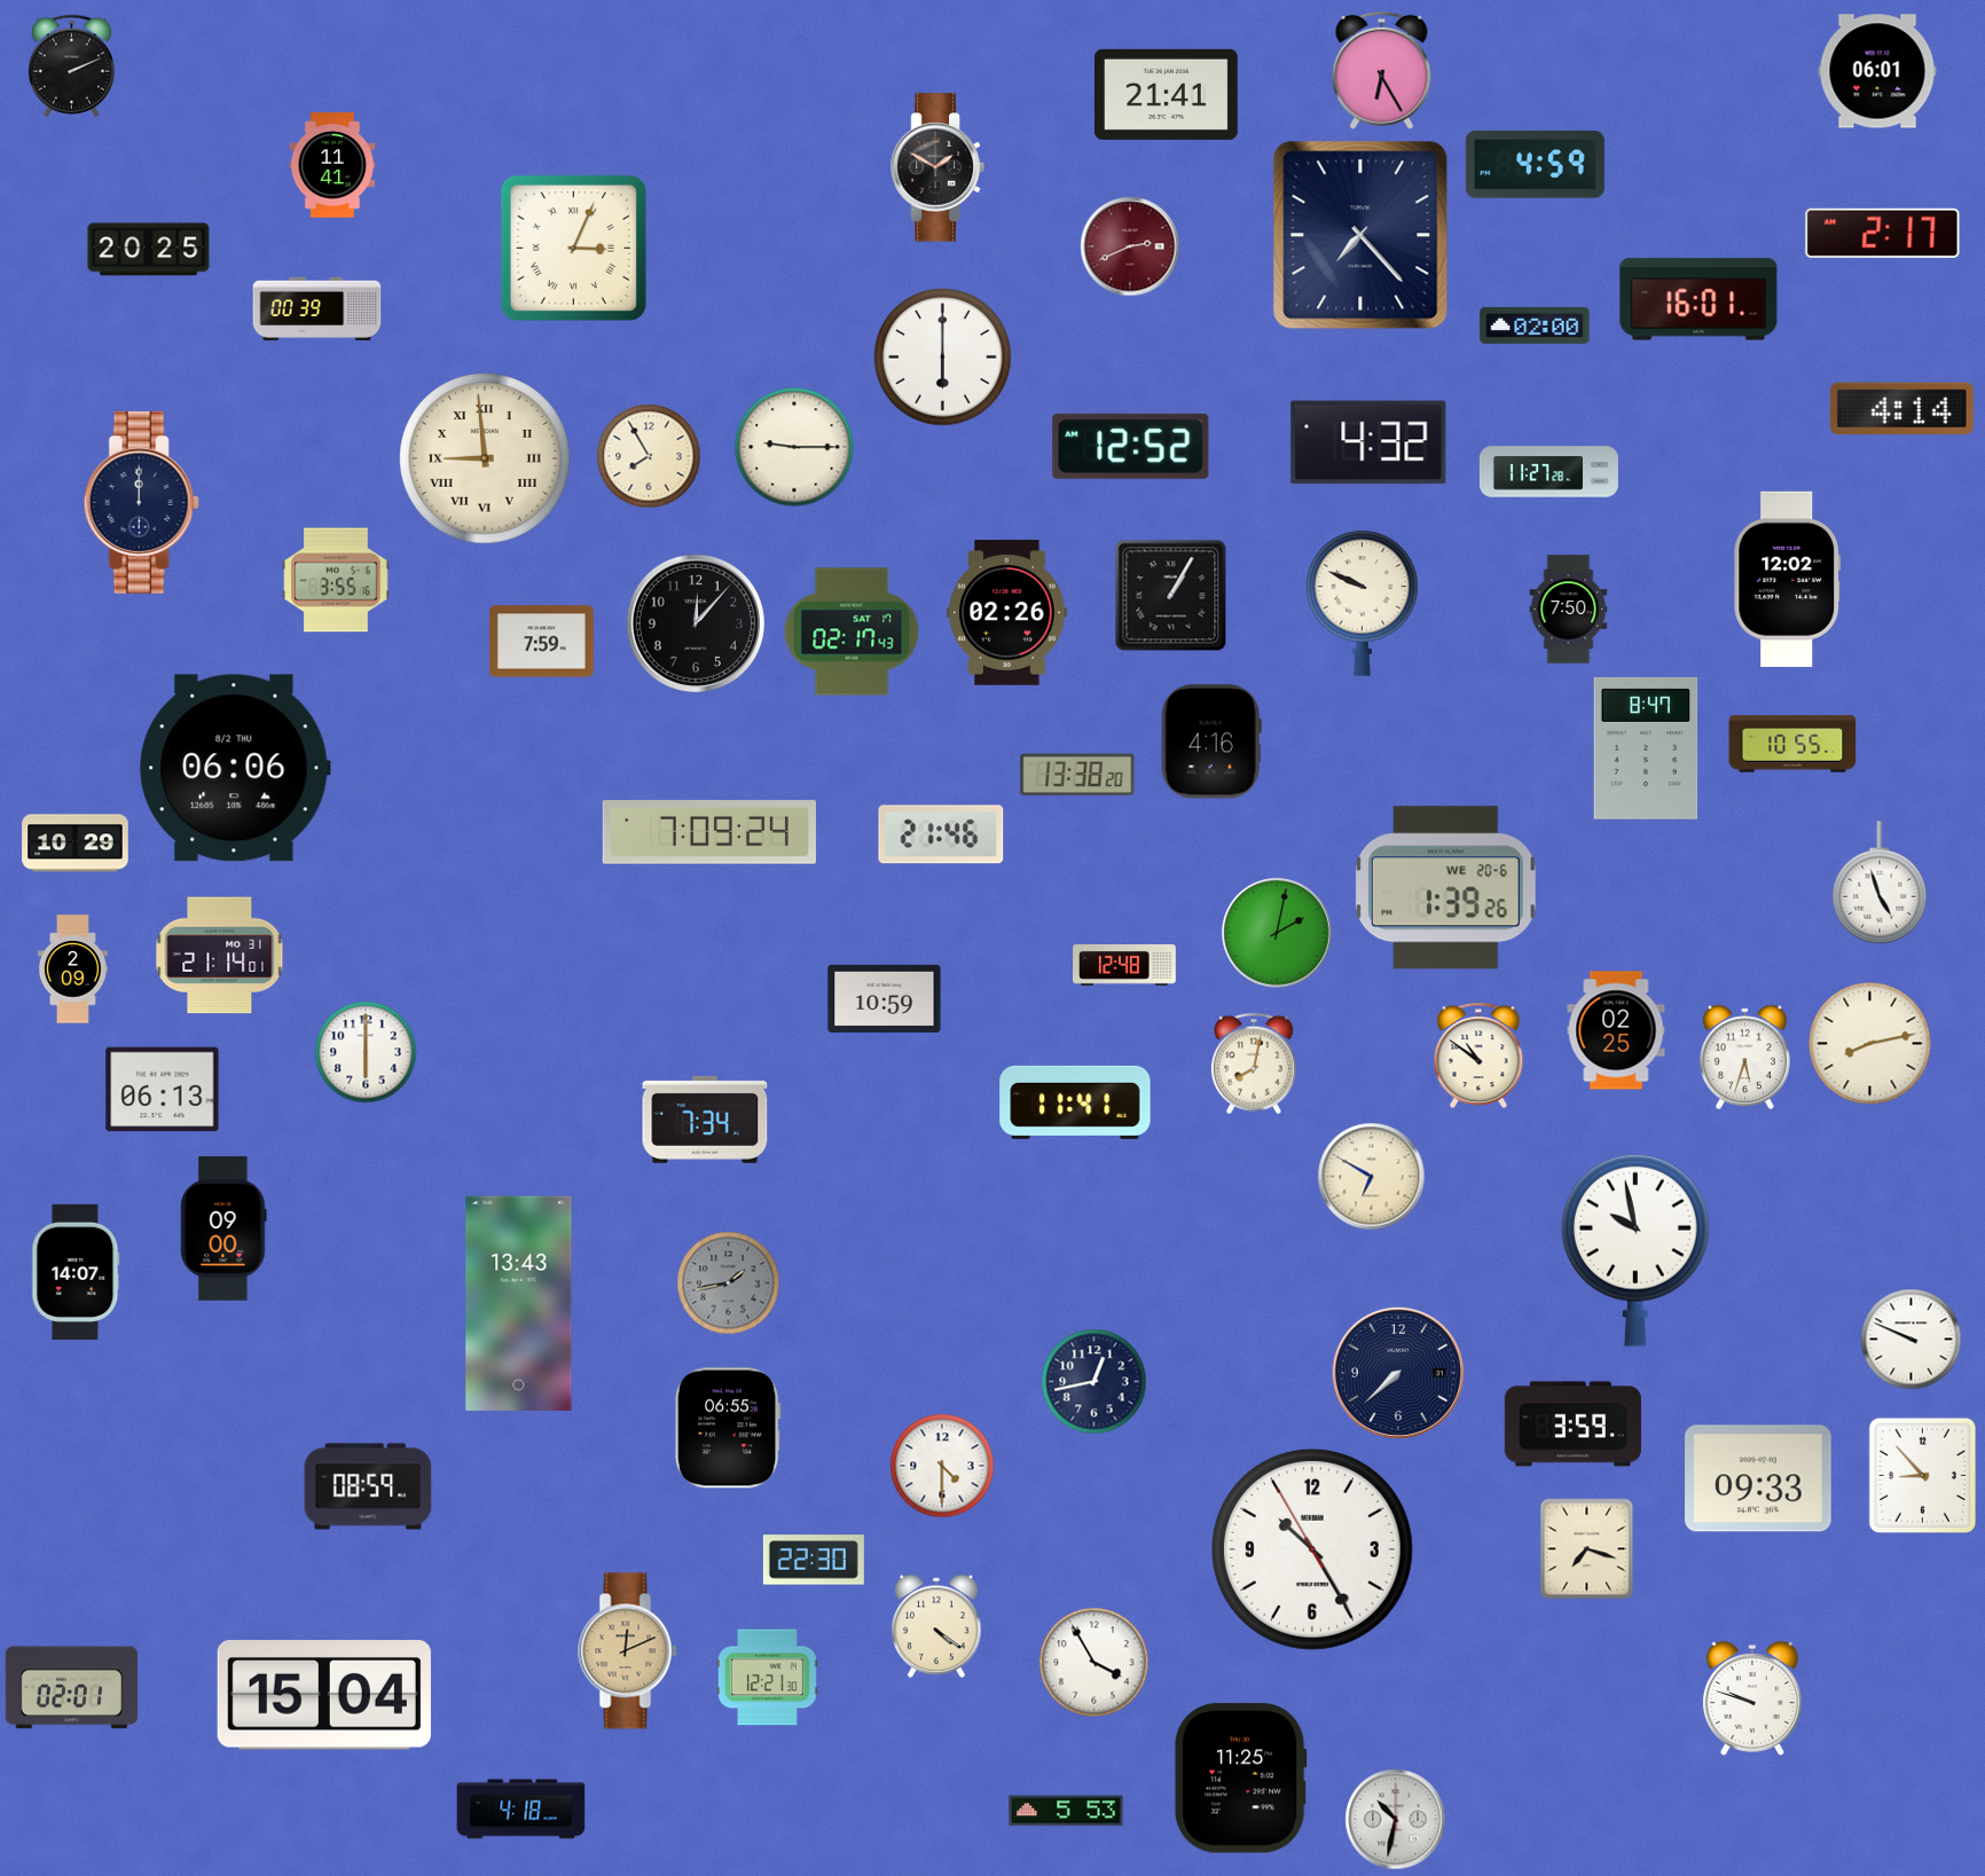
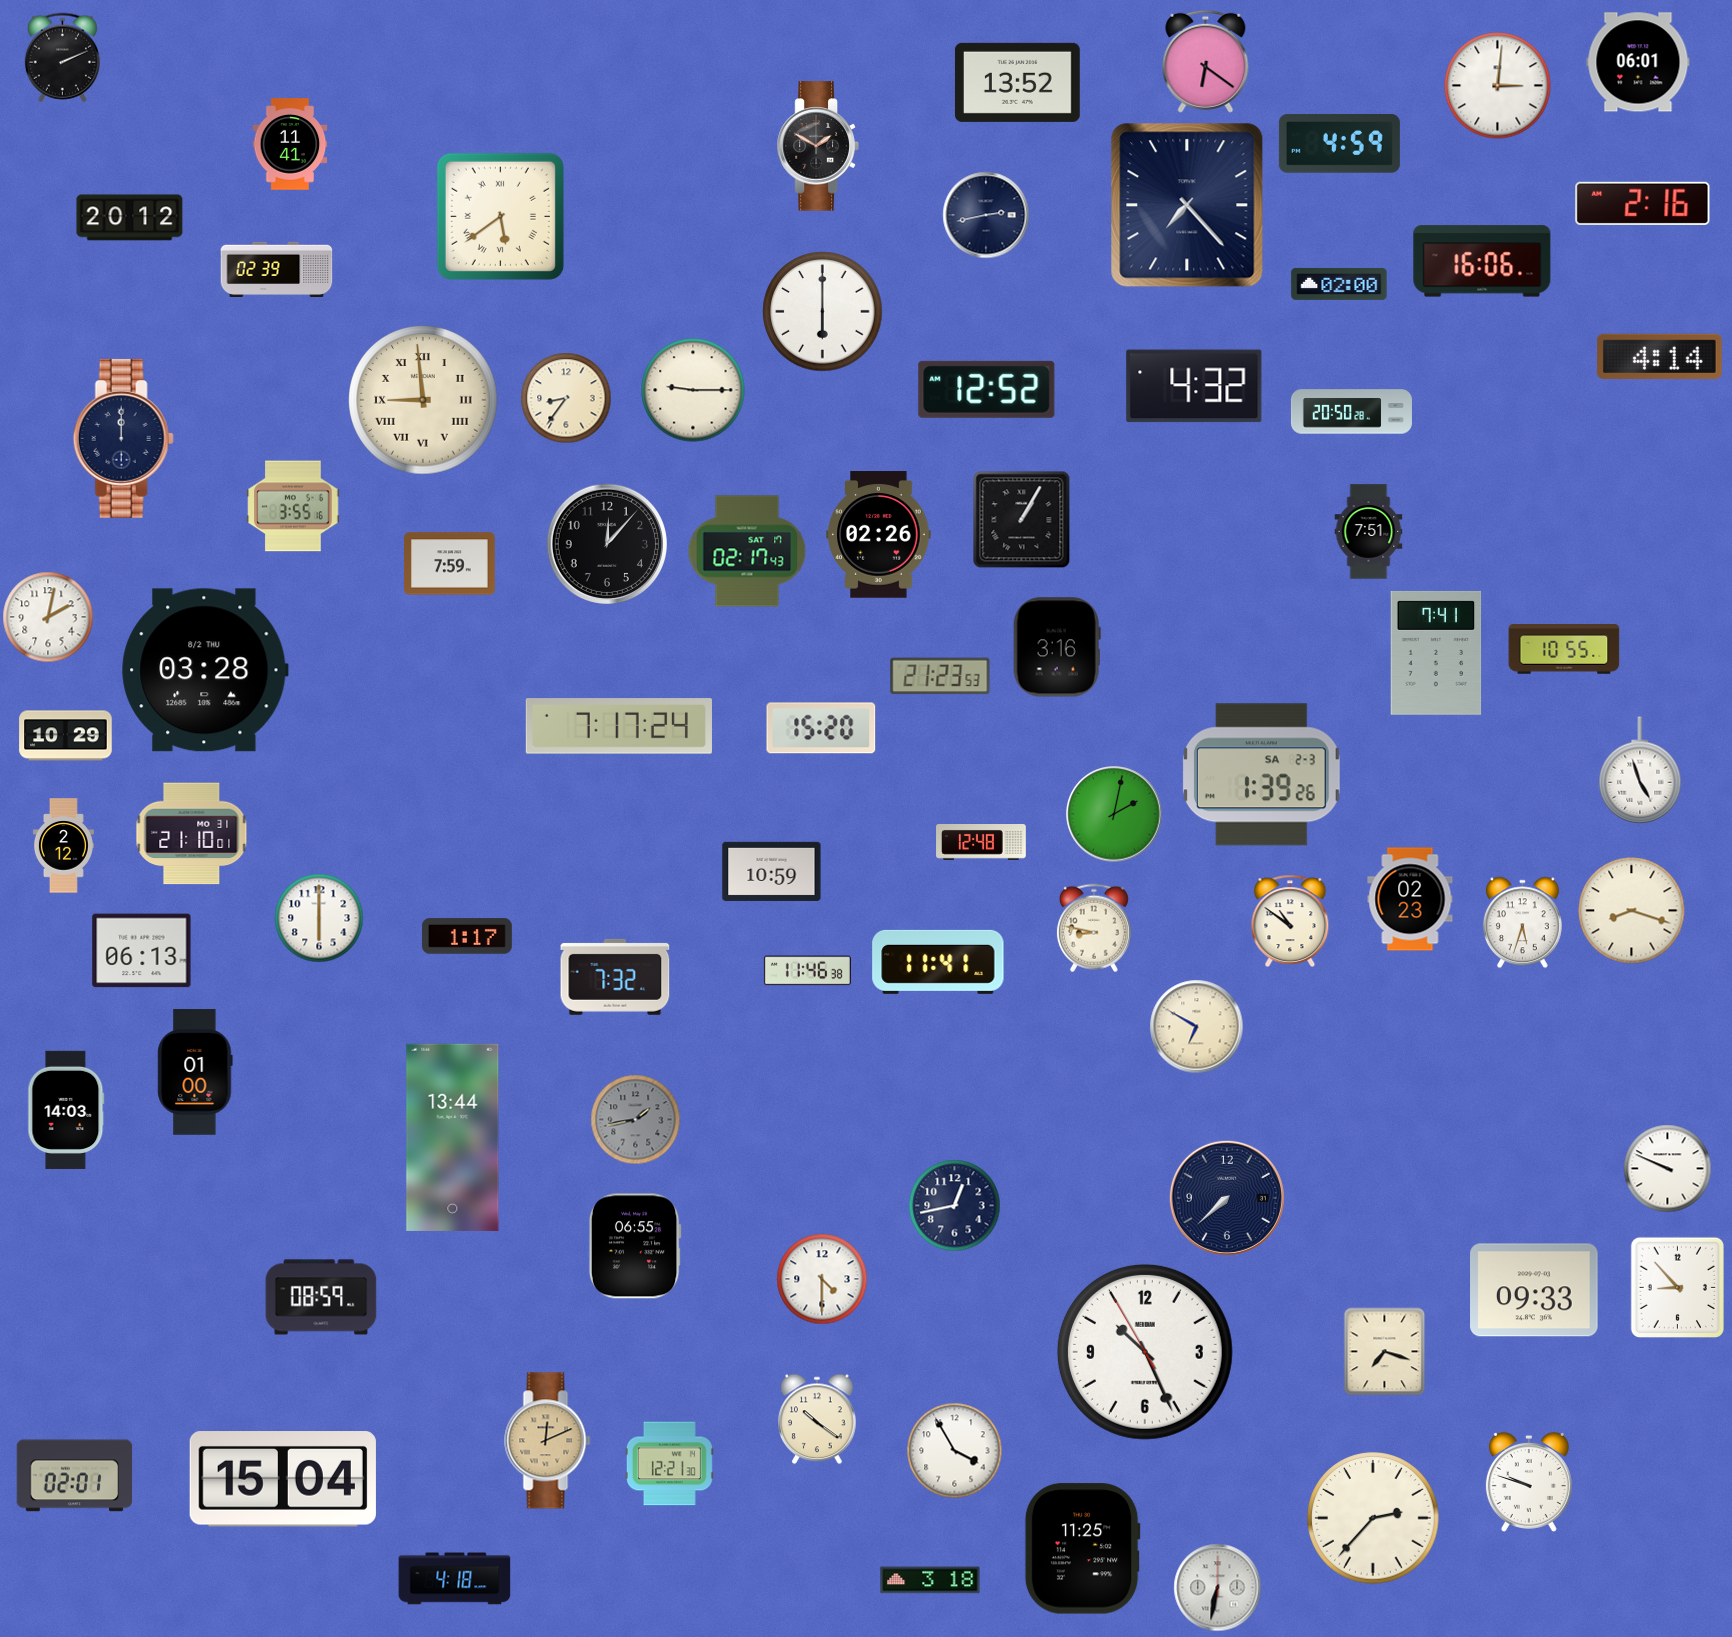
clock at (1382, 70): 6:25 -> 6:21
clock at (1166, 94): 21:41 -> 13:52
clock at (1498, 86): none -> 3:01
clock at (1883, 233): 2:17 -> 2:16
clock at (1130, 246): 2:41 -> 2:43
clock at (1130, 246) dial: burgundy -> navy
clock at (573, 248): 3:04 -> 5:39
clock at (149, 250): 20:25 -> 20:12
clock at (1698, 299): 16:01 -> 16:06
clock at (317, 308): 00:39 -> 02:39
clock at (649, 456): 7:55 -> 8:36
clock at (1548, 472): 11:27 -> 20:50
clock at (1788, 579): 12:02 -> none
clock at (1363, 603): 9:49 -> none
clock at (1569, 610): 7:50 -> 7:51
clock at (852, 631) position: (852, 631) -> (747, 551)
clock at (542, 642) position: (542, 642) -> (450, 564)
clock at (48, 617): none -> 2:02
clock at (1211, 741): 4:16 -> 3:16
clock at (1646, 748): 8:47 -> 7:41
clock at (235, 768): 06:06 -> 03:28
clock at (1077, 775): 13:38 -> 21:23
clock at (709, 832): 7:09 -> 7:17
clock at (941, 834): 21:46 -> 15:20
clock at (1445, 888) date: WE 20-6 -> SA 2-3
clock at (220, 956): 21:14 -> 21:10
clock at (72, 970): 2:09 -> 2:12
clock at (1616, 1030): 02:25 -> 02:23
clock at (1870, 1044): 8:13 -> 8:18
clock at (1254, 1063): 8:02 -> 8:47
clock at (468, 936): none -> 1:17
clock at (807, 971): none -> 11:46
clock at (705, 1120): 7:34 -> 7:32
clock at (223, 1229): 09:00 -> 01:00
clock at (1635, 1250): 9:58 -> none
clock at (76, 1272): 14:07 -> 14:03
clock at (519, 1303): 13:43 -> 13:44
clock at (1398, 1373) position: (1398, 1373) -> (1227, 1198)
clock at (1572, 1424): 3:59 -> none
clock at (1312, 1549): 10:24 -> 10:25
clock at (814, 1560): 22:30 -> none
clock at (936, 1626): 4:21 -> 10:21
clock at (72, 1688) position: (72, 1688) -> (75, 1476)
clock at (1373, 1518): none -> 2:37
clock at (1240, 1779) position: (1240, 1779) -> (1082, 1549)
clock at (1066, 1811): 5:53 -> 3:18
clock at (1396, 1820): 10:32 -> 6:32
